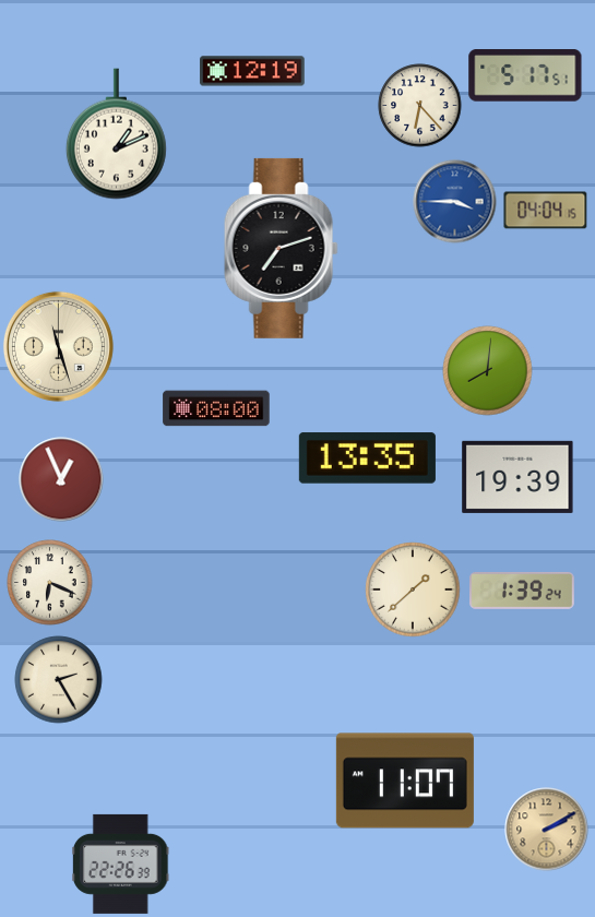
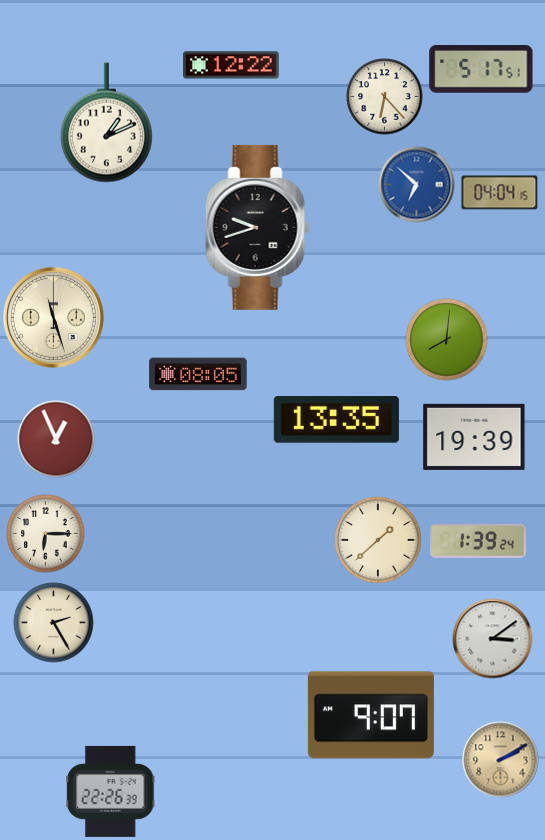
clock at (252, 71): 12:19 -> 12:22
clock at (455, 202): 3:45 -> 6:52
clock at (281, 248): 7:12 -> 9:42
clock at (216, 408): 08:00 -> 08:05
clock at (50, 583): 6:19 -> 6:15
clock at (493, 639): none -> 3:09
clock at (405, 781): 11:07 -> 9:07
